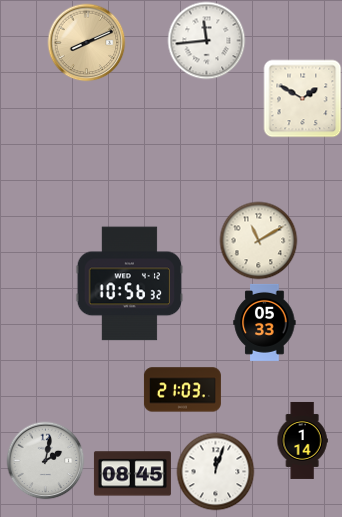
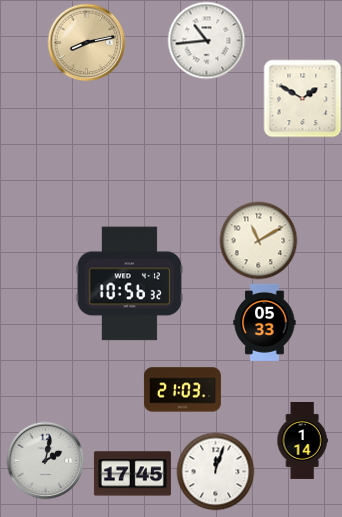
clock at (206, 40): 11:44 -> 10:44
clock at (86, 42): 8:11 -> 8:13
clock at (132, 474): 08:45 -> 17:45
